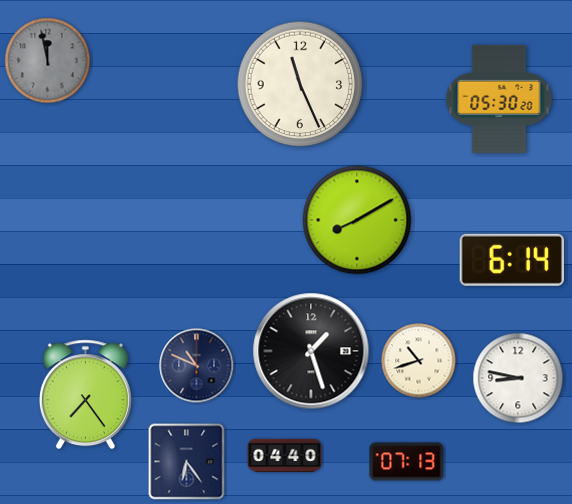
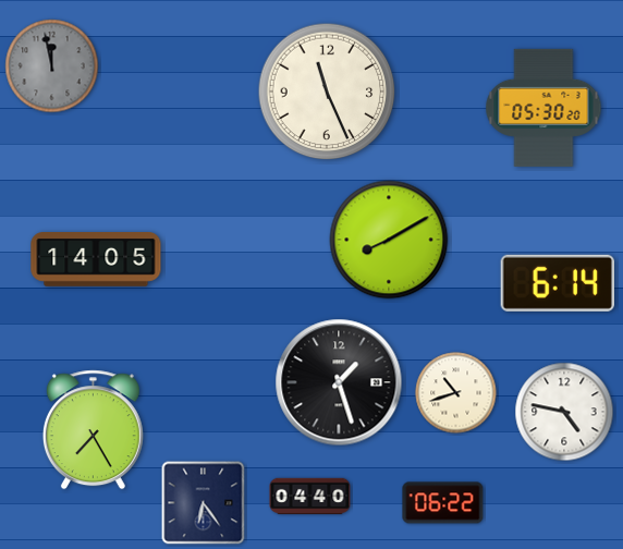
clock at (96, 260): none -> 14:05
clock at (197, 366): 10:49 -> none
clock at (518, 378): 8:47 -> 4:47
clock at (85, 395): 7:24 -> 7:25
clock at (407, 462): 07:13 -> 06:22
